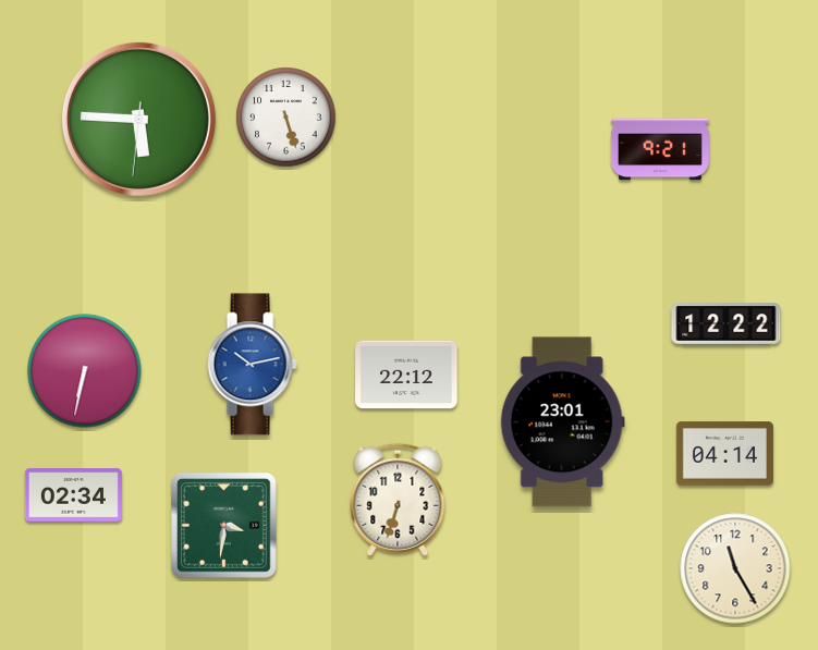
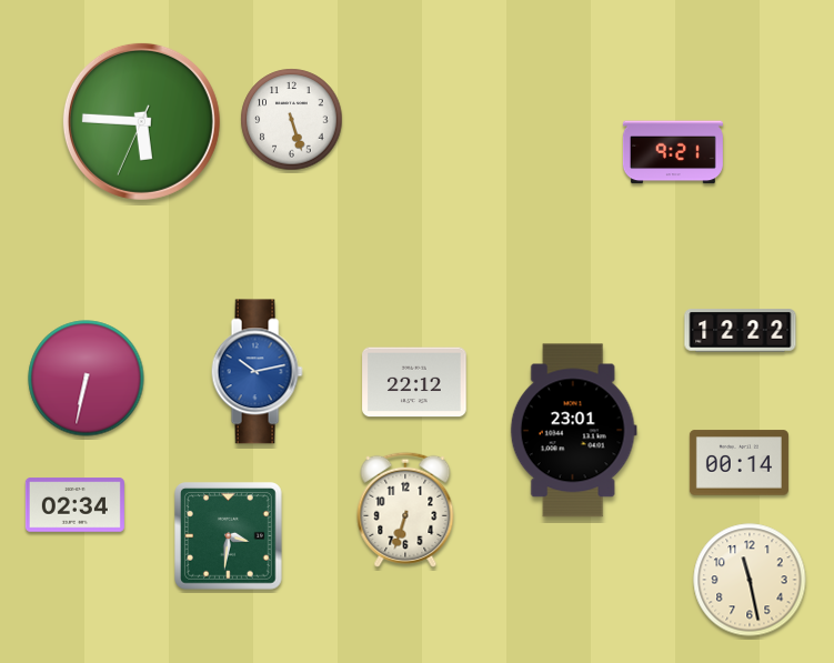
clock at (138, 119): 5:45:31 -> 5:45:34
clock at (724, 454): 04:14 -> 00:14
clock at (735, 568): 11:25 -> 11:28
